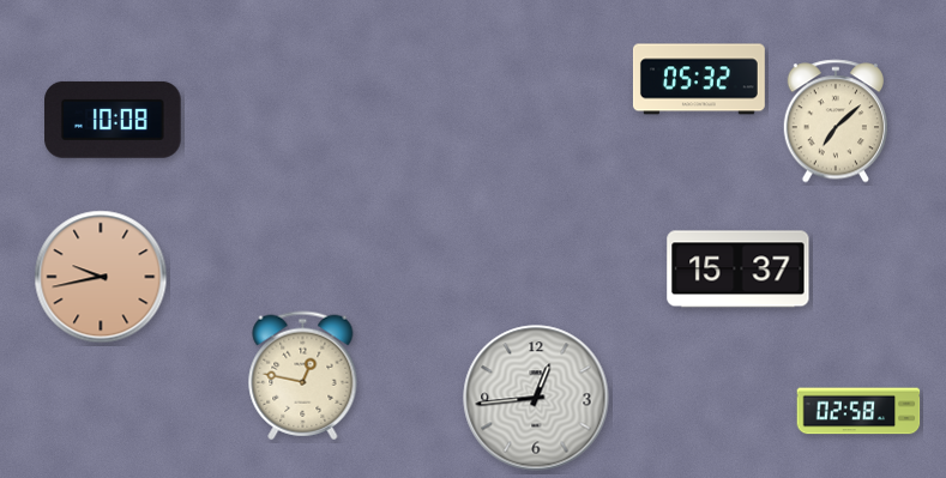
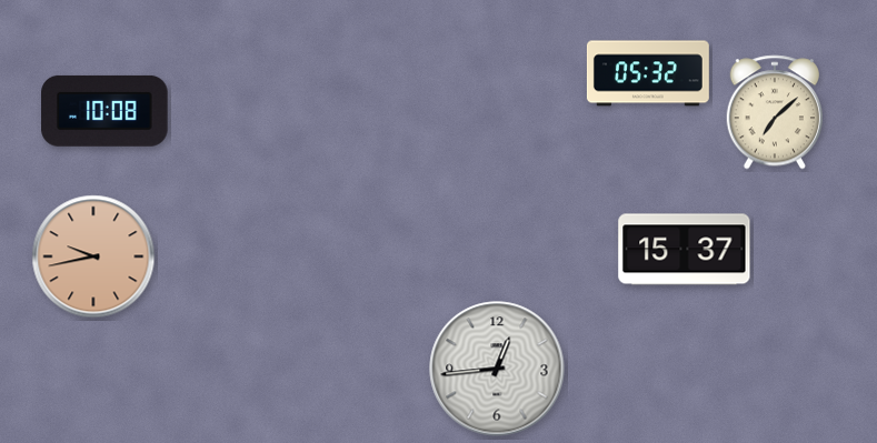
clock at (303, 376): 12:47 -> none
clock at (858, 411): 02:58 -> none
